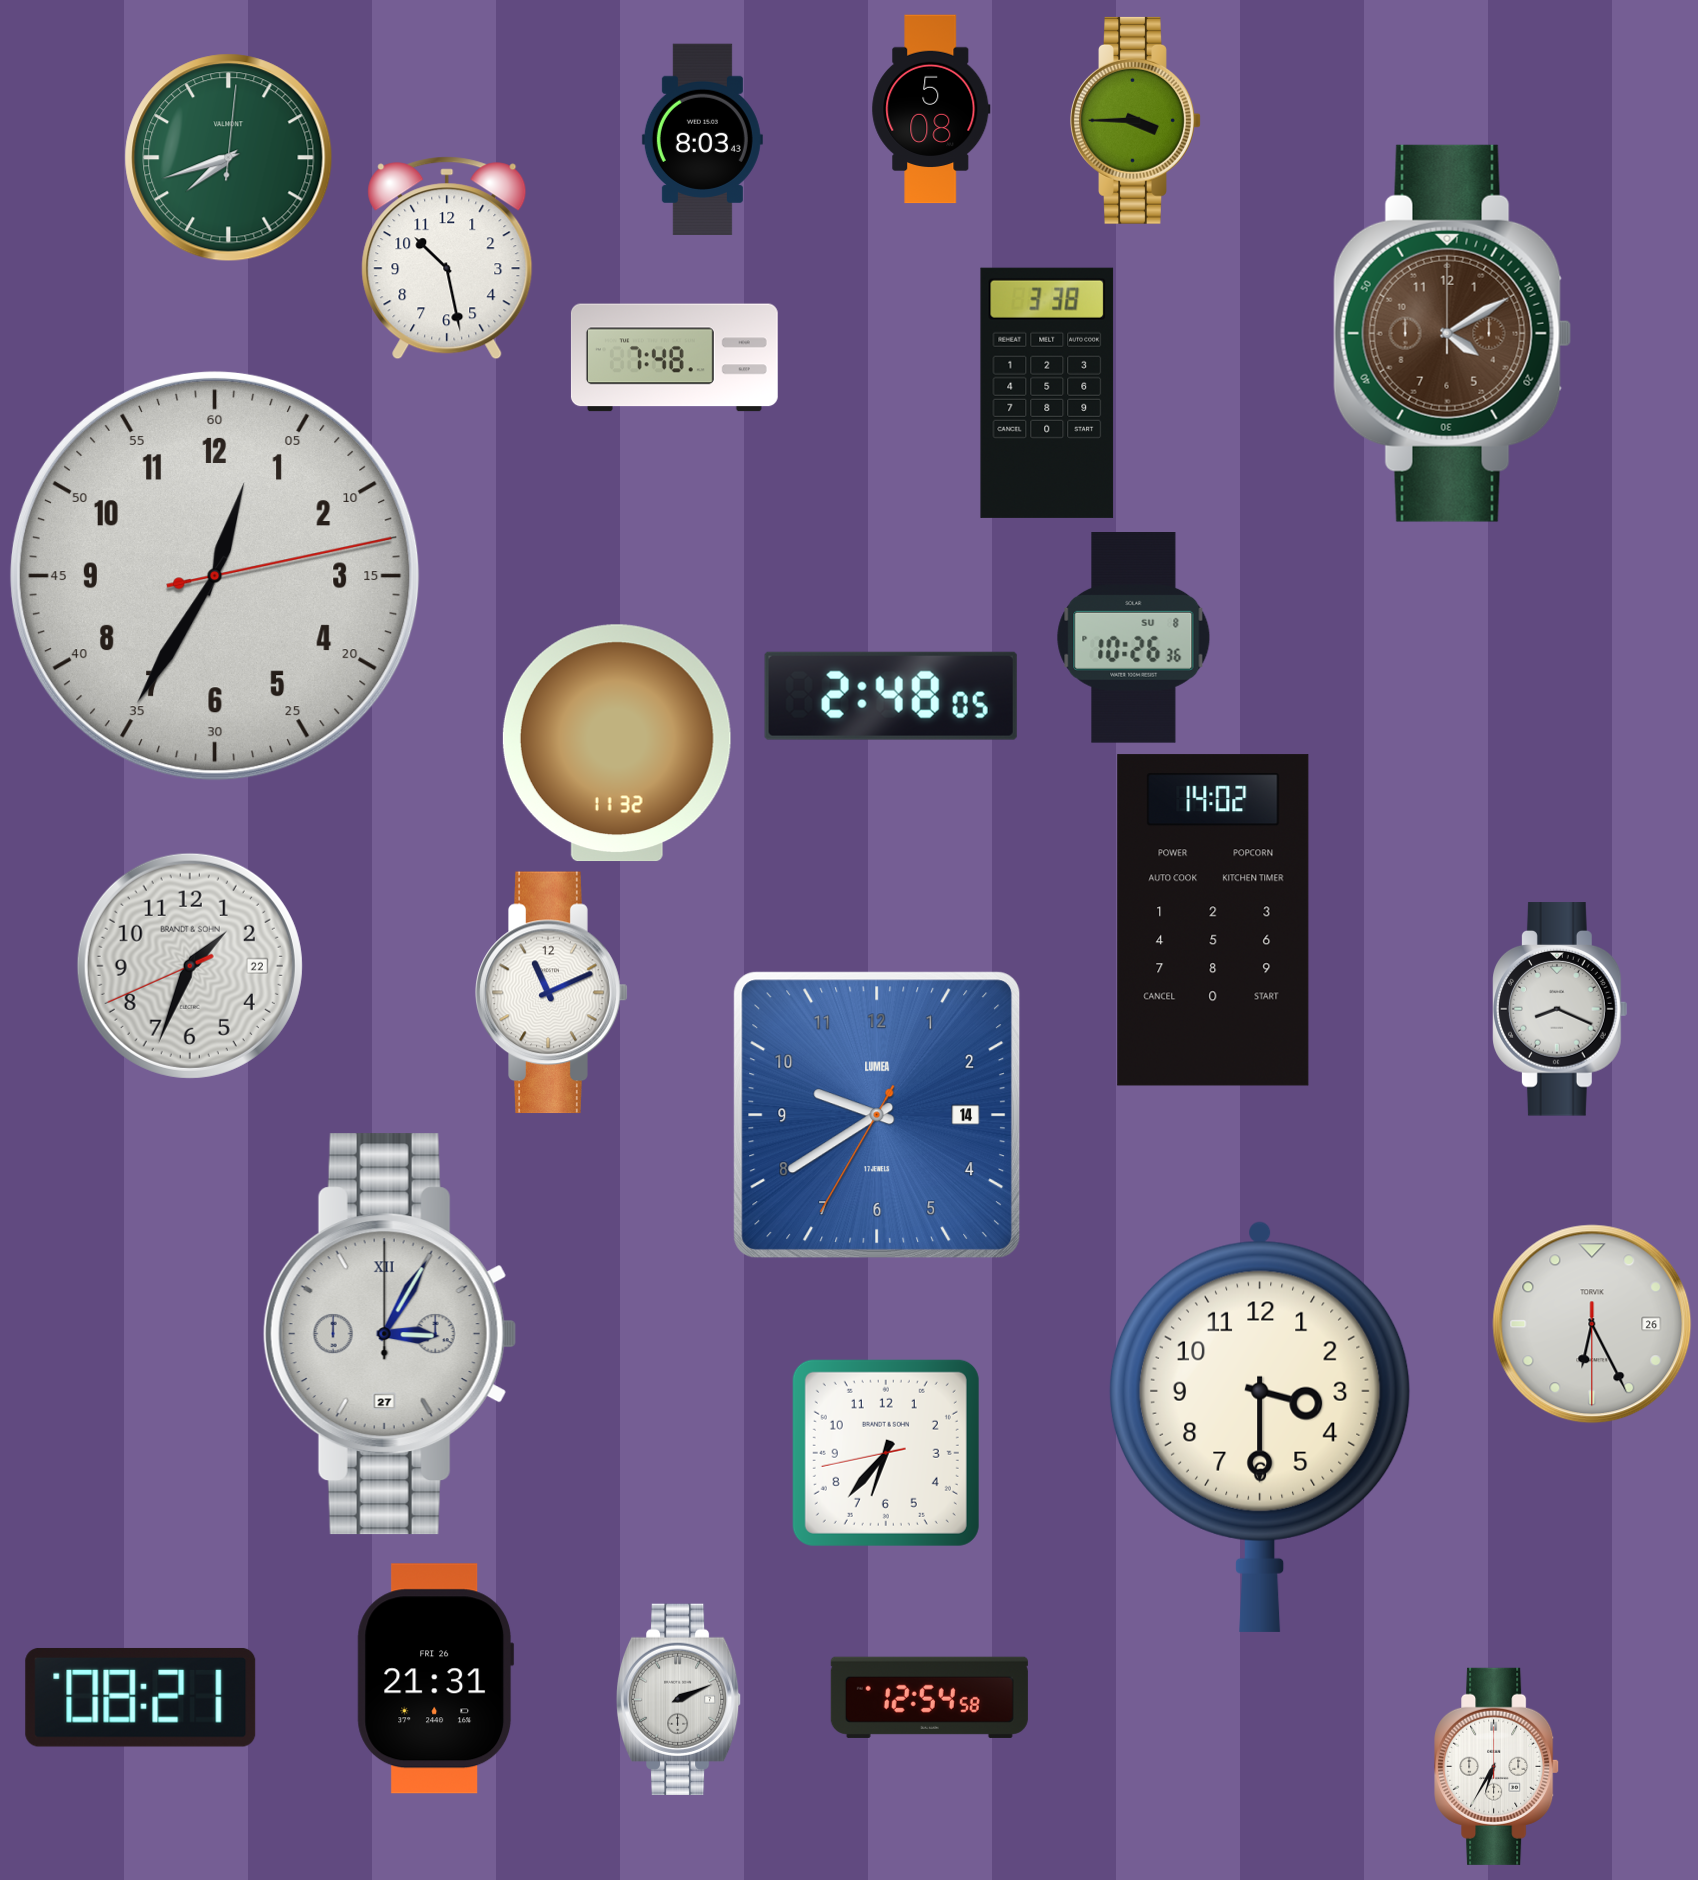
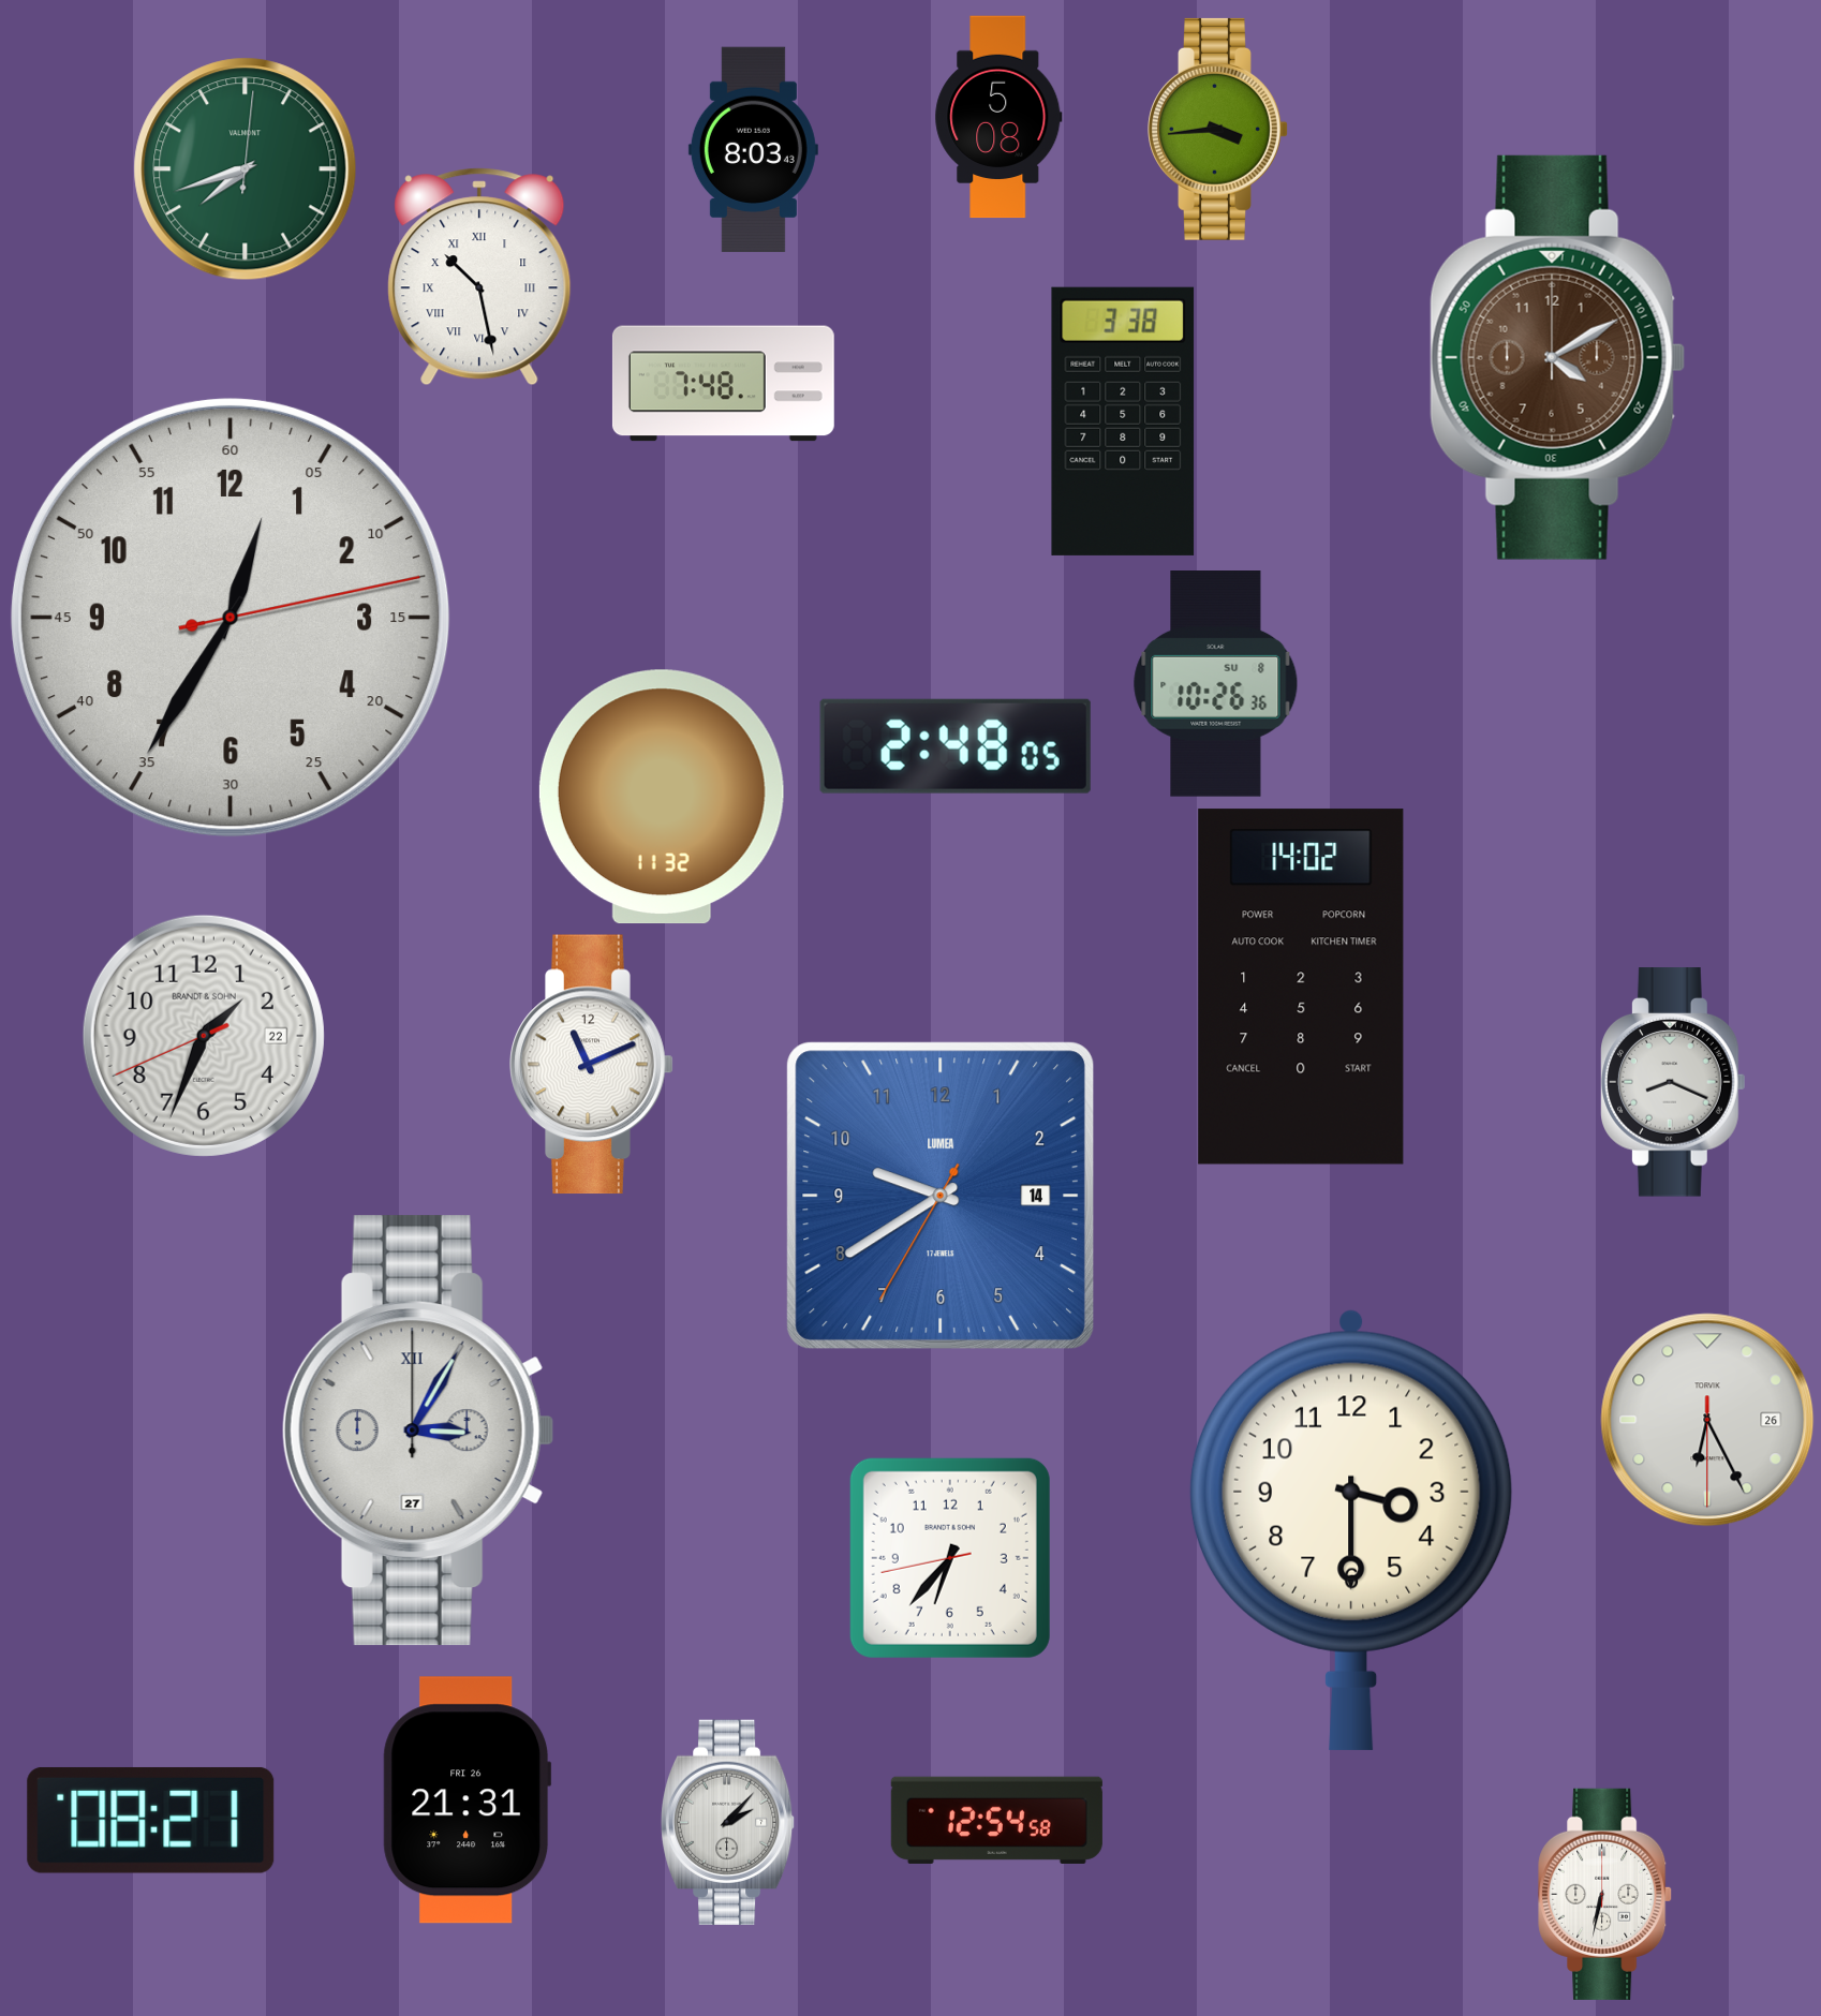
clock at (1136, 120): 3:45 -> 3:44
clock at (447, 258) numerals: Arabic -> Roman
clock at (679, 1699): 2:11 -> 2:07
clock at (1497, 1766): 6:35 -> 6:32
